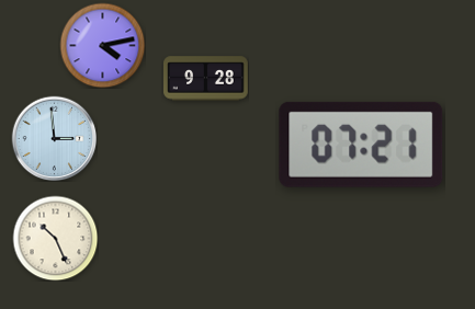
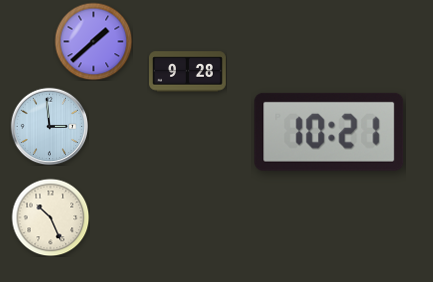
clock at (102, 45): 4:13 -> 1:38
clock at (361, 145): 07:21 -> 10:21
